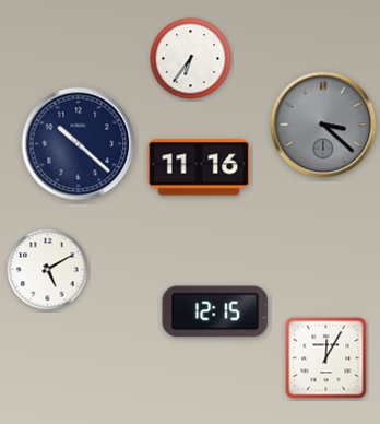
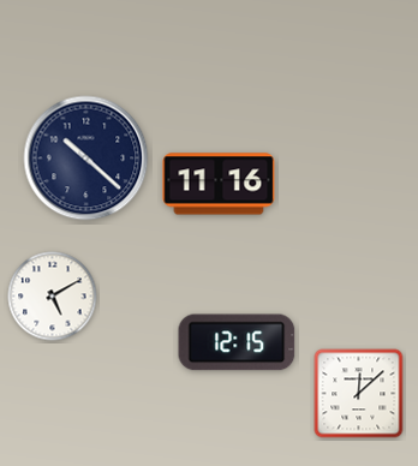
clock at (191, 59): 6:36 -> none
clock at (323, 125): 3:22 -> none
clock at (326, 358): 12:05 -> 12:08
